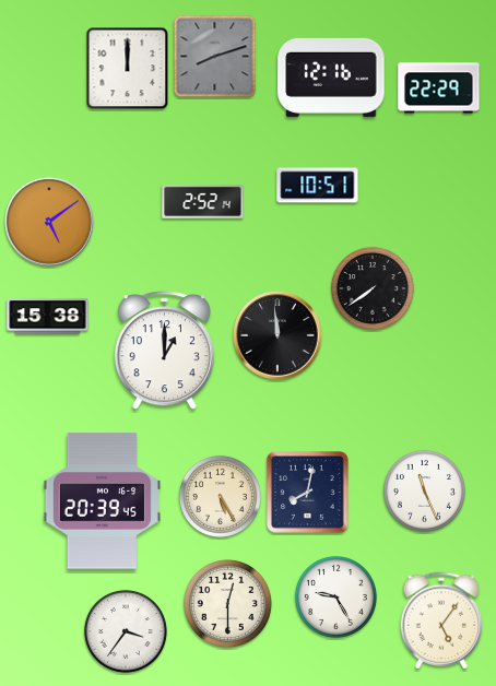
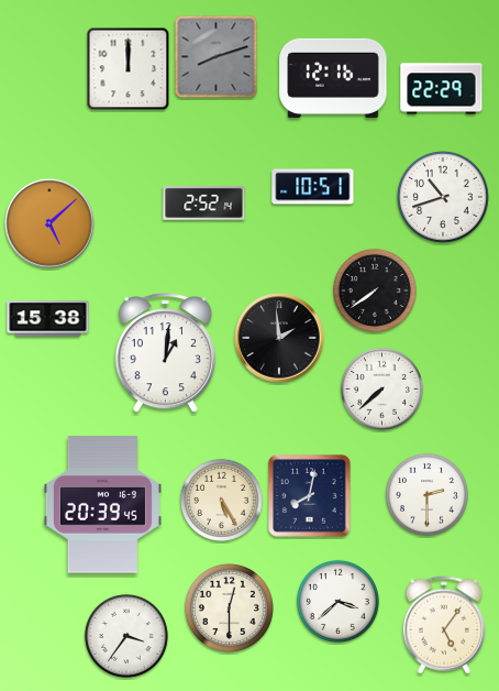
clock at (318, 186) position: (318, 186) -> (313, 187)
clock at (444, 197): none -> 10:42
clock at (49, 222): 5:09 -> 5:08
clock at (277, 335): 11:59 -> 1:59
clock at (164, 351): 1:00 -> 1:01
clock at (381, 388): none -> 7:38
clock at (424, 490): 11:26 -> 2:30
clock at (335, 596): 9:25 -> 3:38
